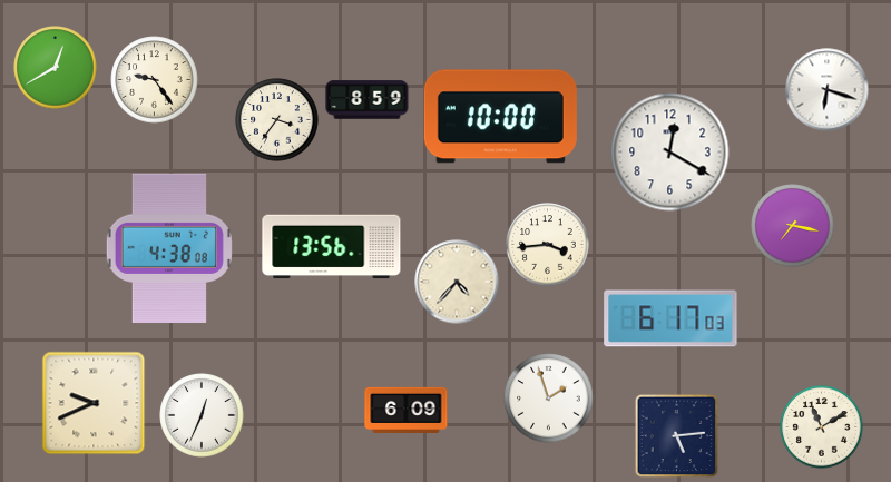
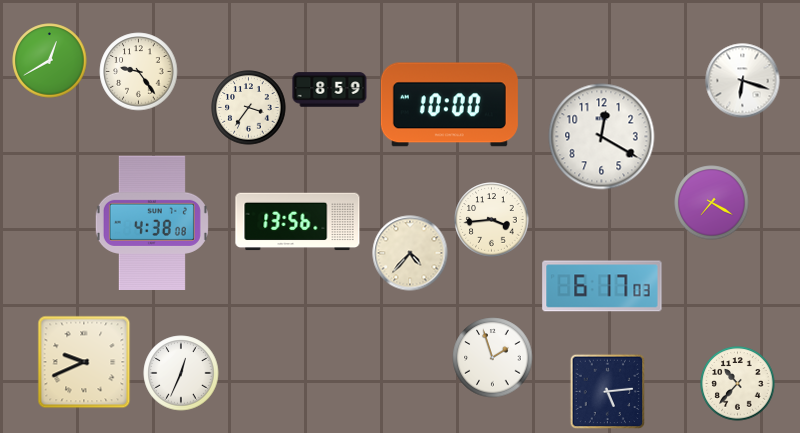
clock at (793, 226): 7:17 -> 7:20
clock at (407, 410): 6:09 -> none
clock at (822, 427): 11:10 -> 10:37
